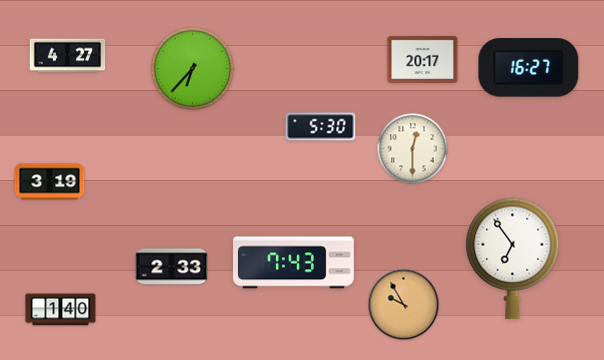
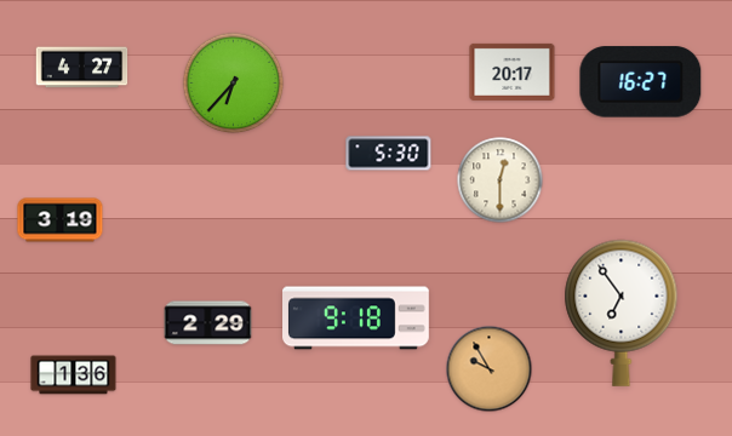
clock at (294, 263): 7:43 -> 9:18
clock at (172, 267): 2:33 -> 2:29
clock at (61, 310): 1:40 -> 1:36
